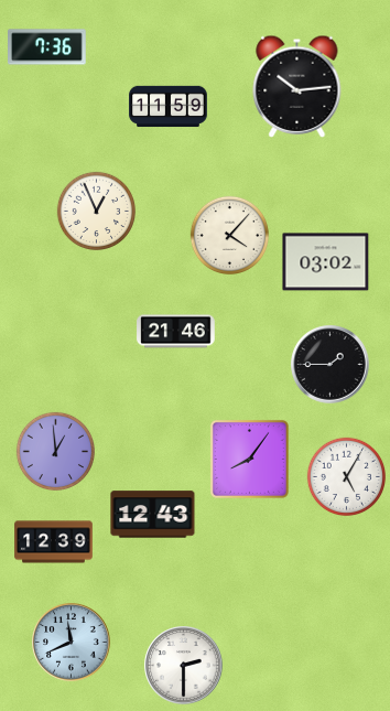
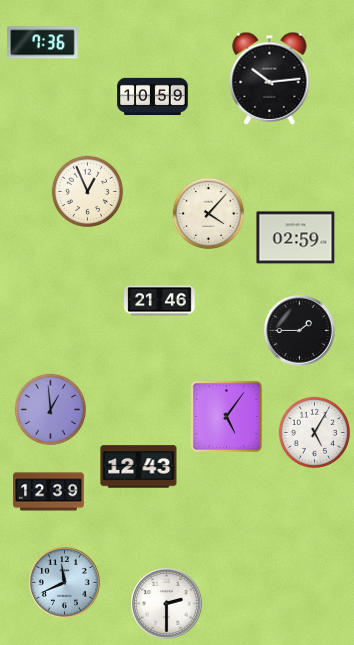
clock at (169, 107): 11:59 -> 10:59
clock at (326, 262): 03:02 -> 02:59
clock at (249, 459): 8:06 -> 5:06
